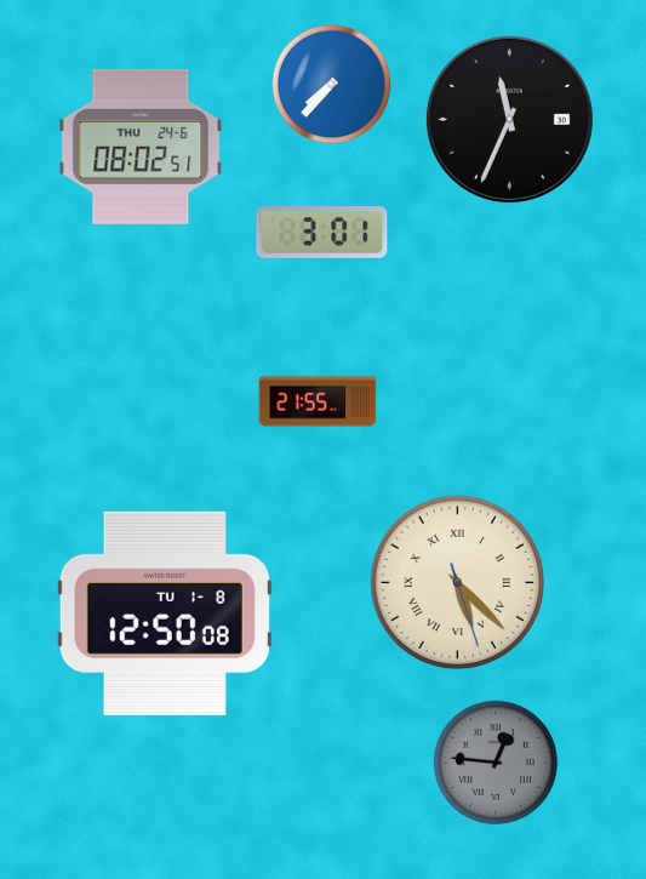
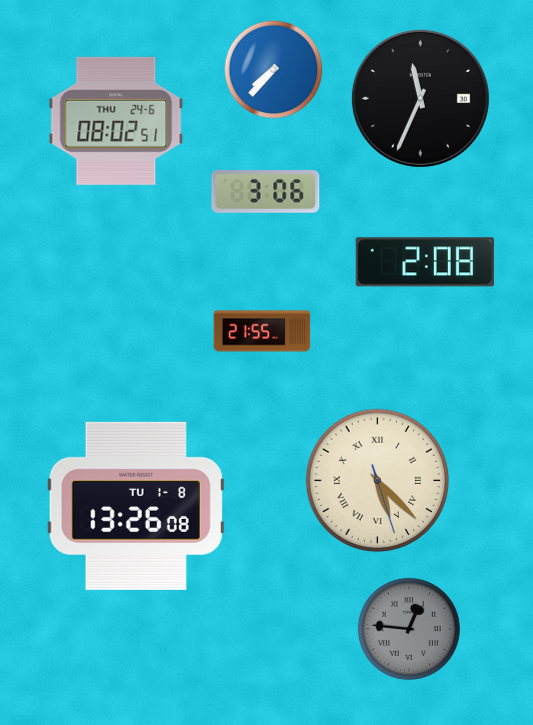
clock at (322, 233): 3:01 -> 3:06
clock at (425, 262): none -> 2:08
clock at (165, 613): 12:50 -> 13:26
